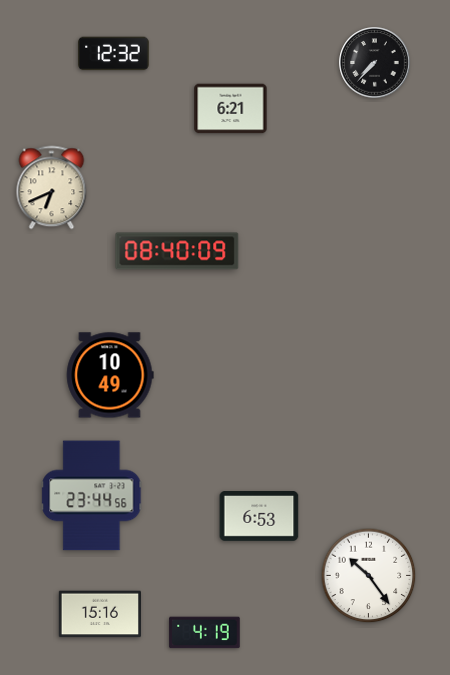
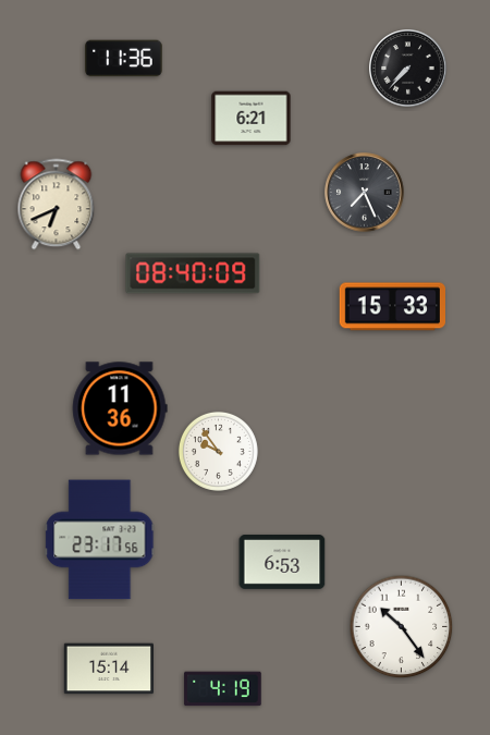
clock at (114, 54): 12:32 -> 11:36
clock at (365, 193): none -> 7:26
clock at (392, 307): none -> 15:33
clock at (110, 375): 10:49 -> 11:36
clock at (218, 451): none -> 9:54
clock at (92, 496): 23:44 -> 23:17
clock at (99, 614): 15:16 -> 15:14
